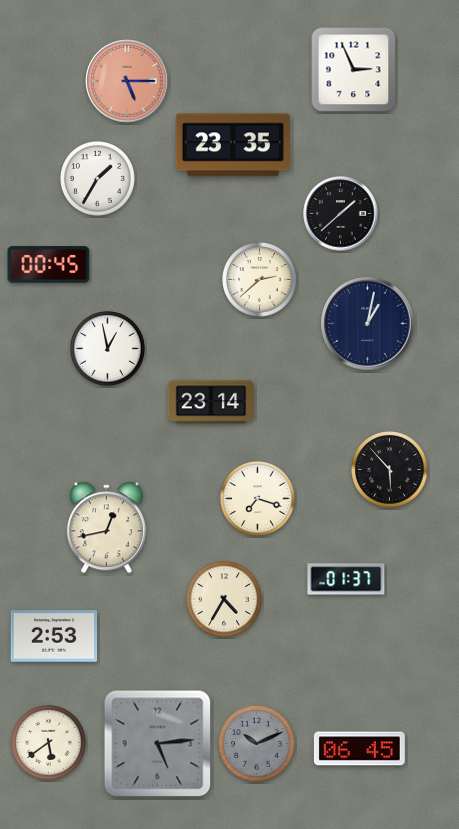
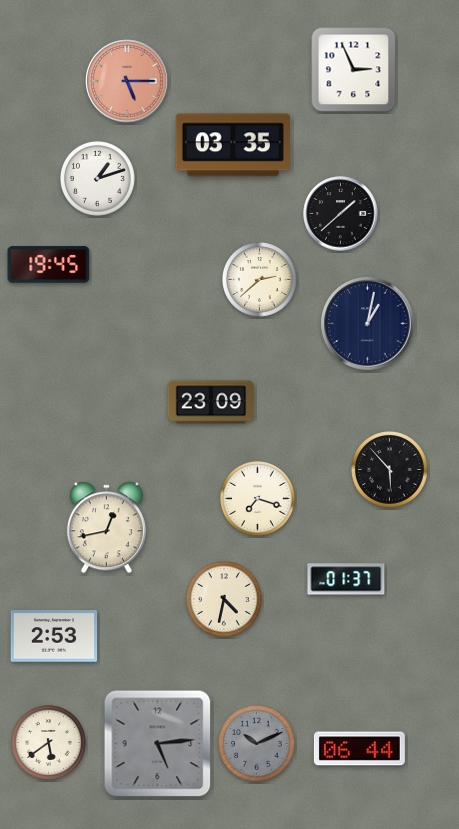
clock at (233, 145): 23:35 -> 03:35
clock at (98, 179): 1:35 -> 1:12
clock at (49, 265): 00:45 -> 19:45
clock at (108, 349): 12:58 -> none
clock at (211, 402): 23:14 -> 23:09
clock at (225, 600): 4:35 -> 4:32
clock at (359, 749): 06:45 -> 06:44
